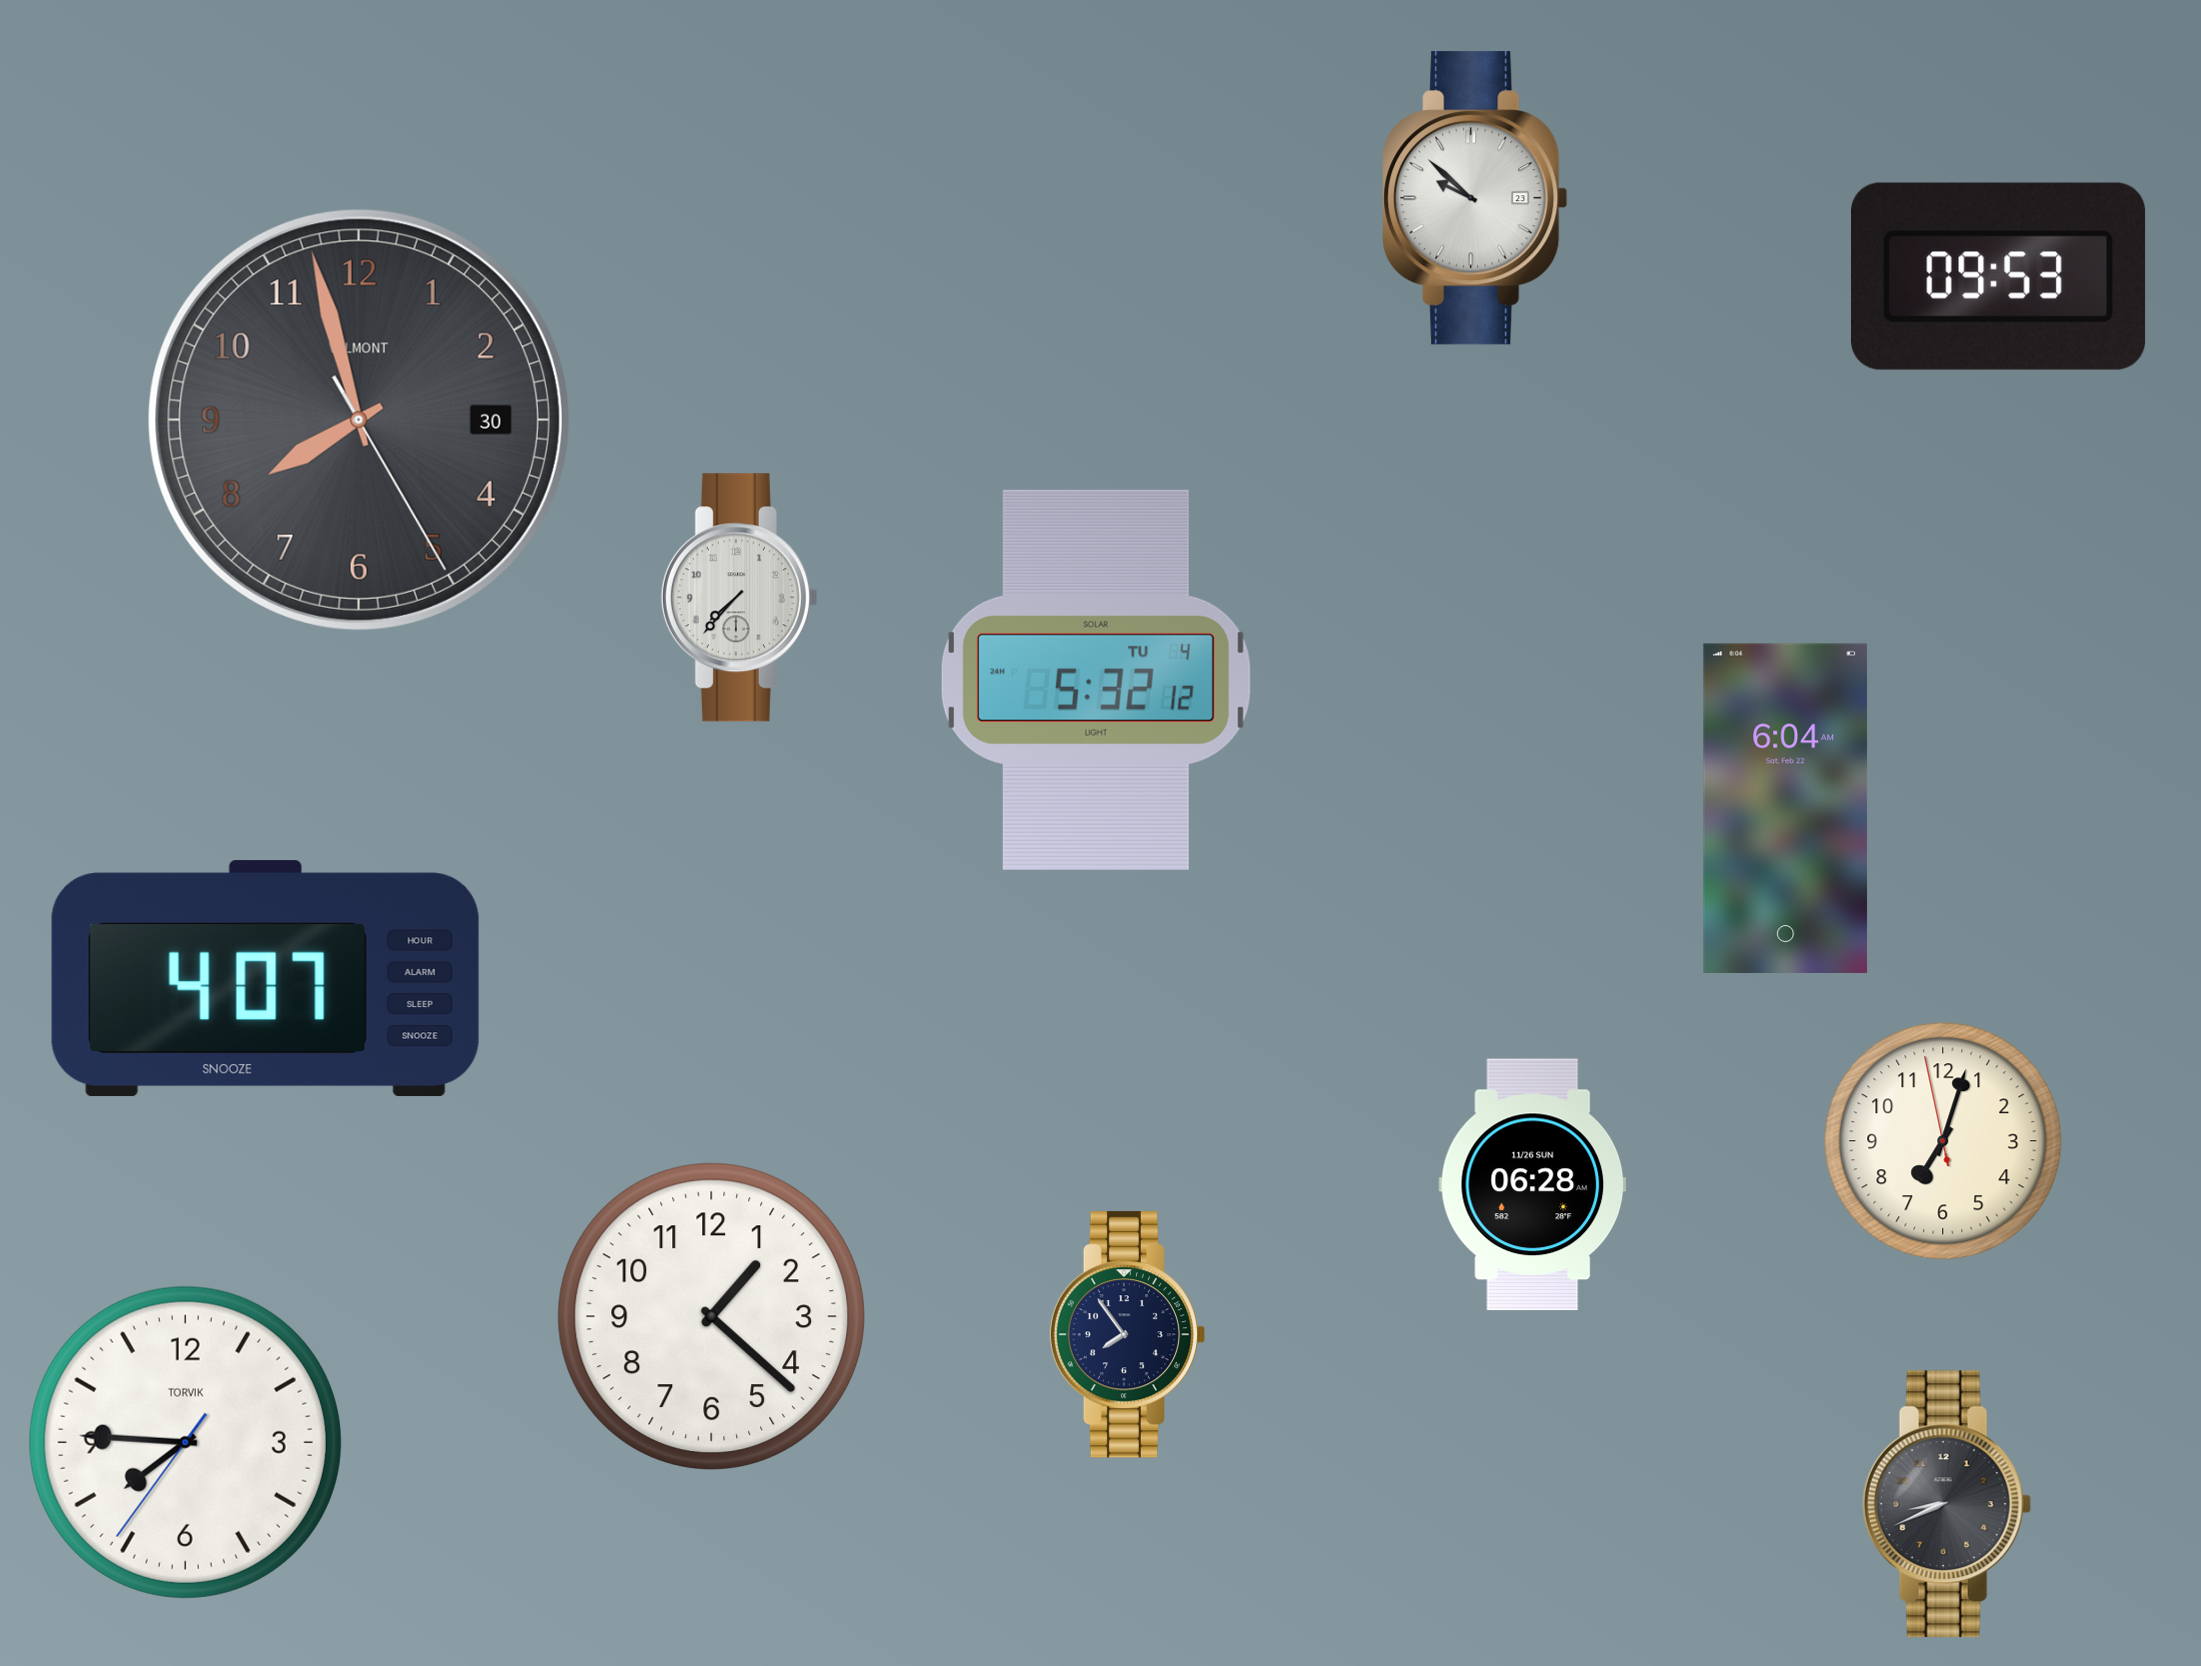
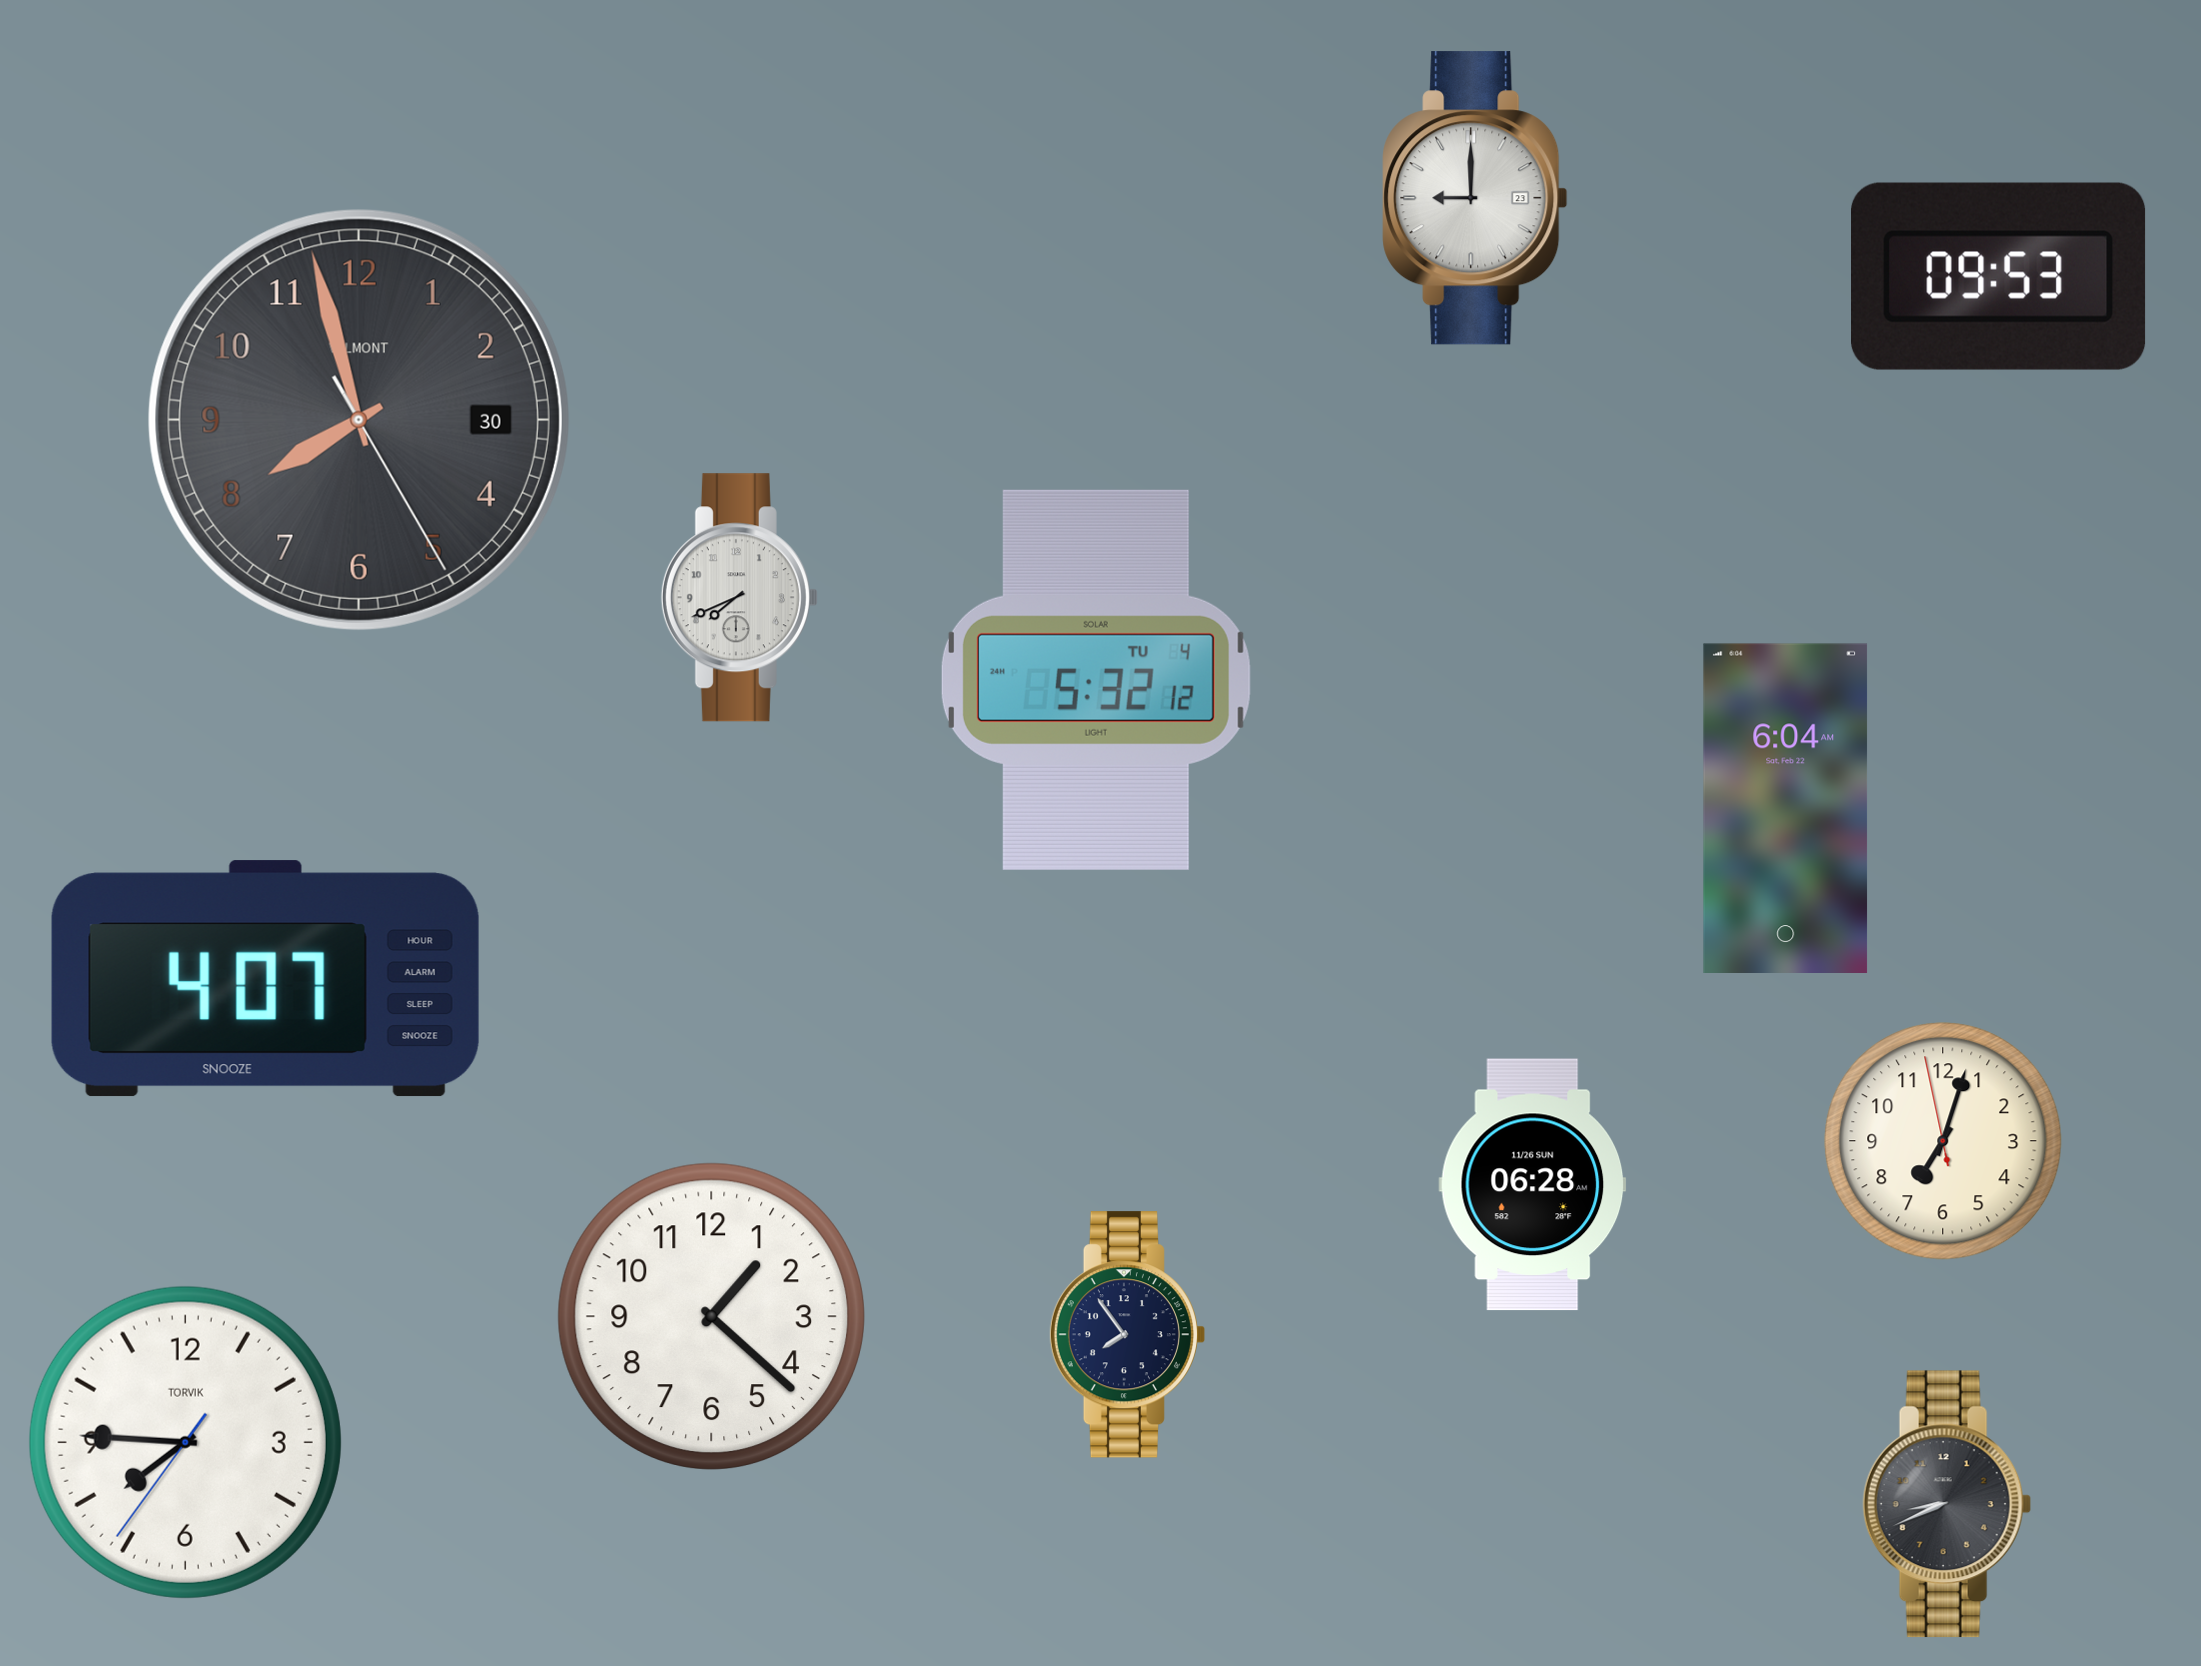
clock at (1475, 198): 9:52 -> 9:00
clock at (739, 598): 7:37 -> 7:41
